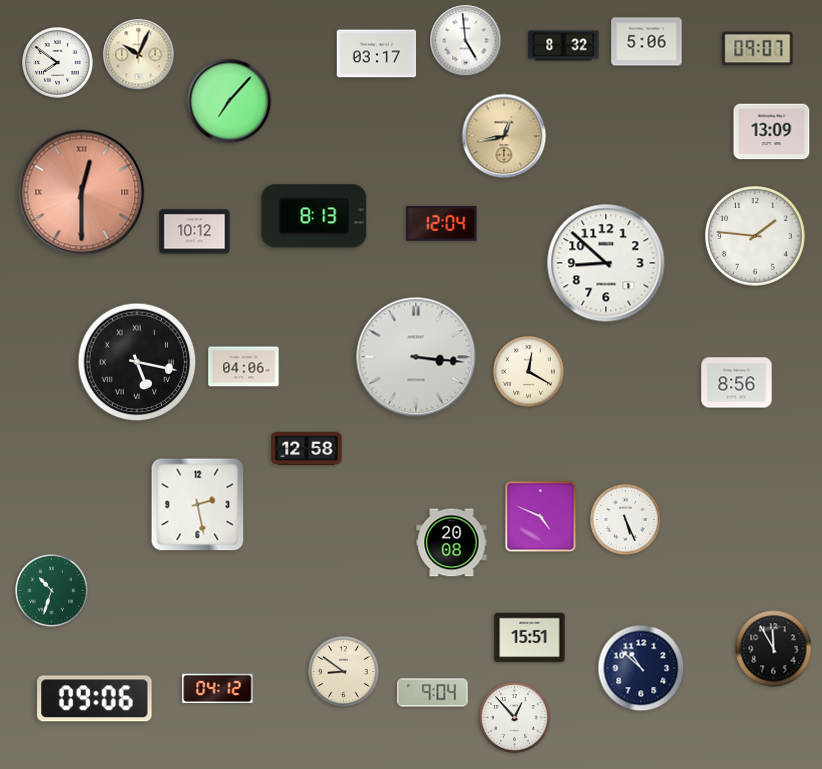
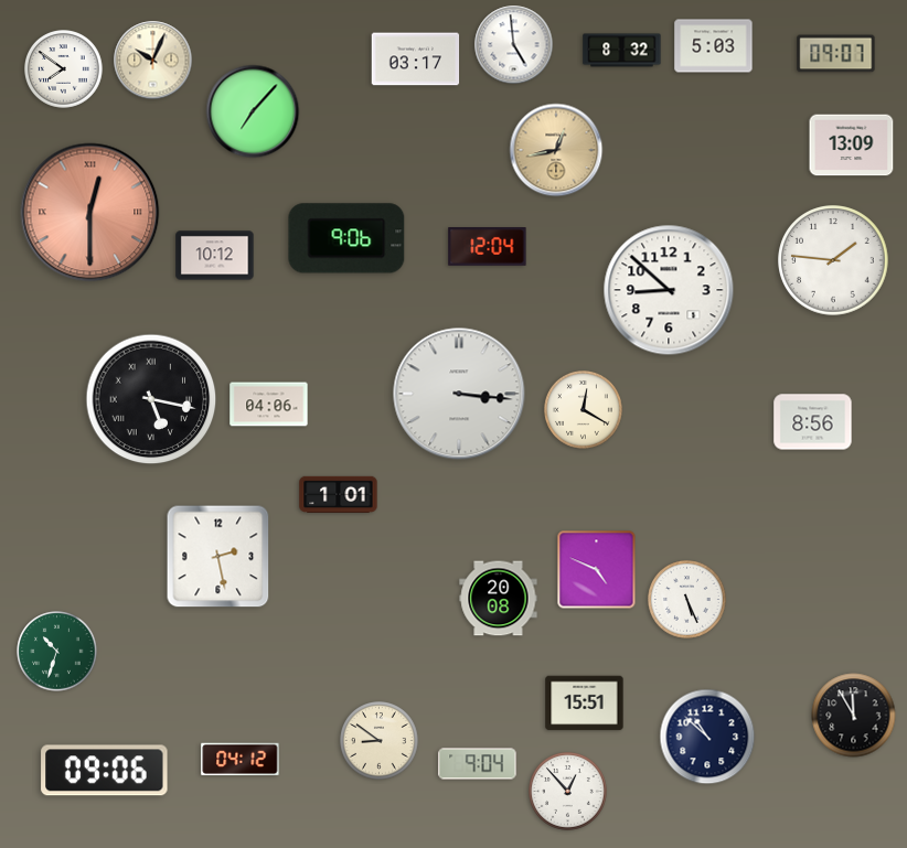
clock at (647, 42): 5:06 -> 5:03
clock at (314, 216): 8:13 -> 9:06
clock at (307, 448): 12:58 -> 1:01
clock at (626, 520) position: (626, 520) -> (687, 600)
